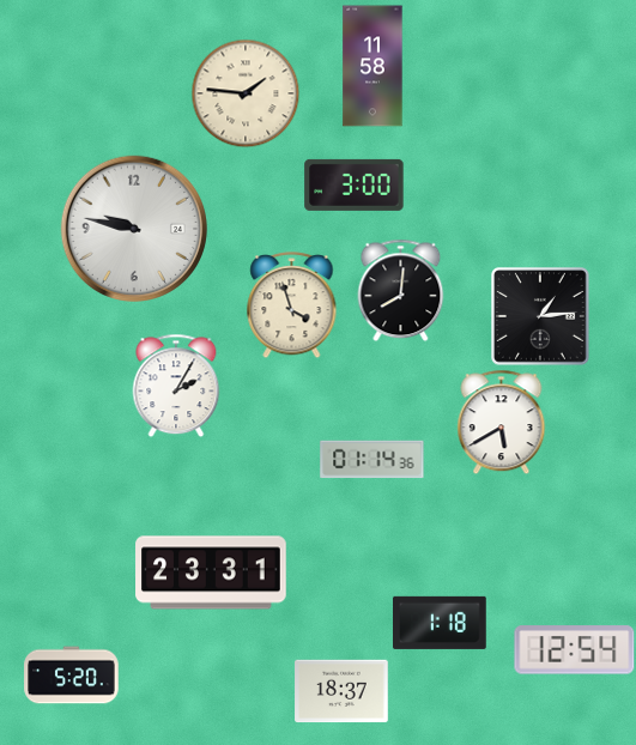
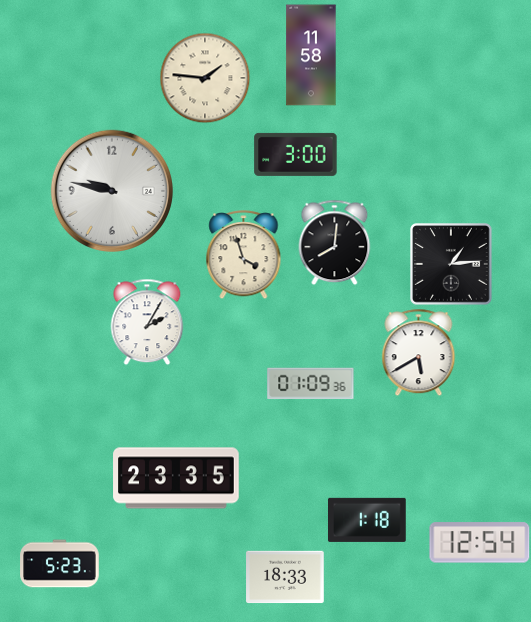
clock at (372, 460): 01:14 -> 01:09
clock at (211, 573): 23:31 -> 23:35
clock at (72, 676): 5:20 -> 5:23
clock at (341, 691): 18:37 -> 18:33
